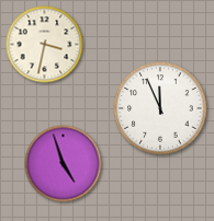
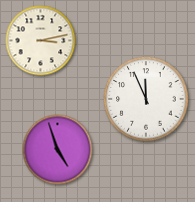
clock at (45, 45): 3:32 -> 3:13
